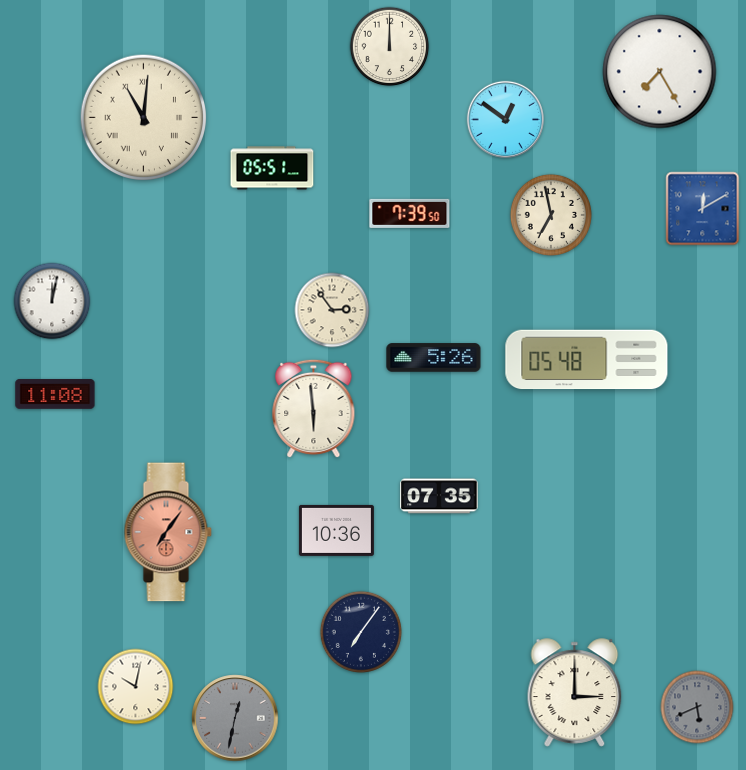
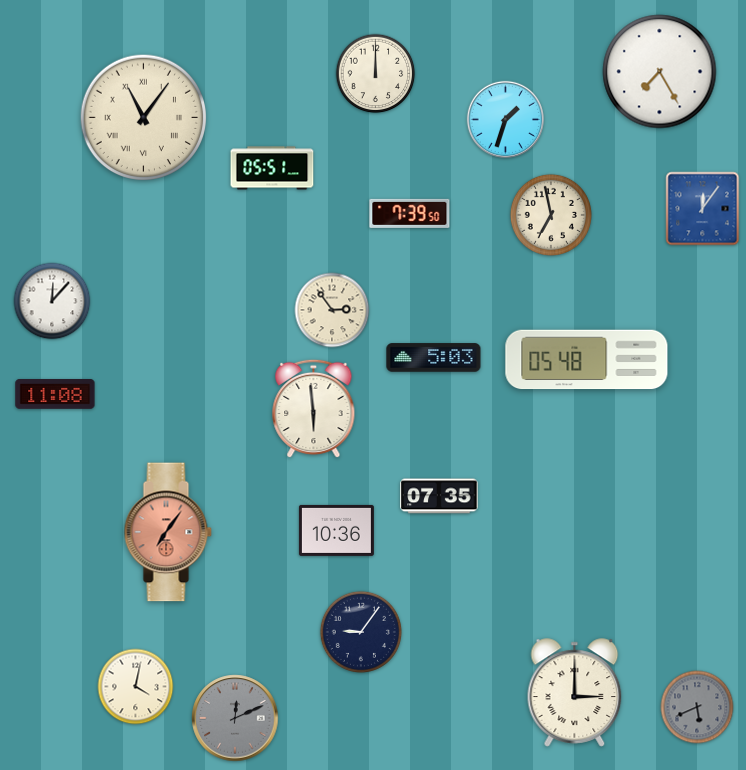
clock at (390, 47) position: (390, 47) -> (376, 74)
clock at (144, 118): 11:01 -> 11:06
clock at (505, 119): 12:51 -> 1:33
clock at (703, 209): 12:10 -> 12:06
clock at (52, 301): 12:02 -> 12:07
clock at (434, 358): 5:26 -> 5:03
clock at (361, 632): 7:06 -> 9:06
clock at (136, 687): 10:02 -> 4:02
clock at (235, 718): 12:32 -> 12:11
